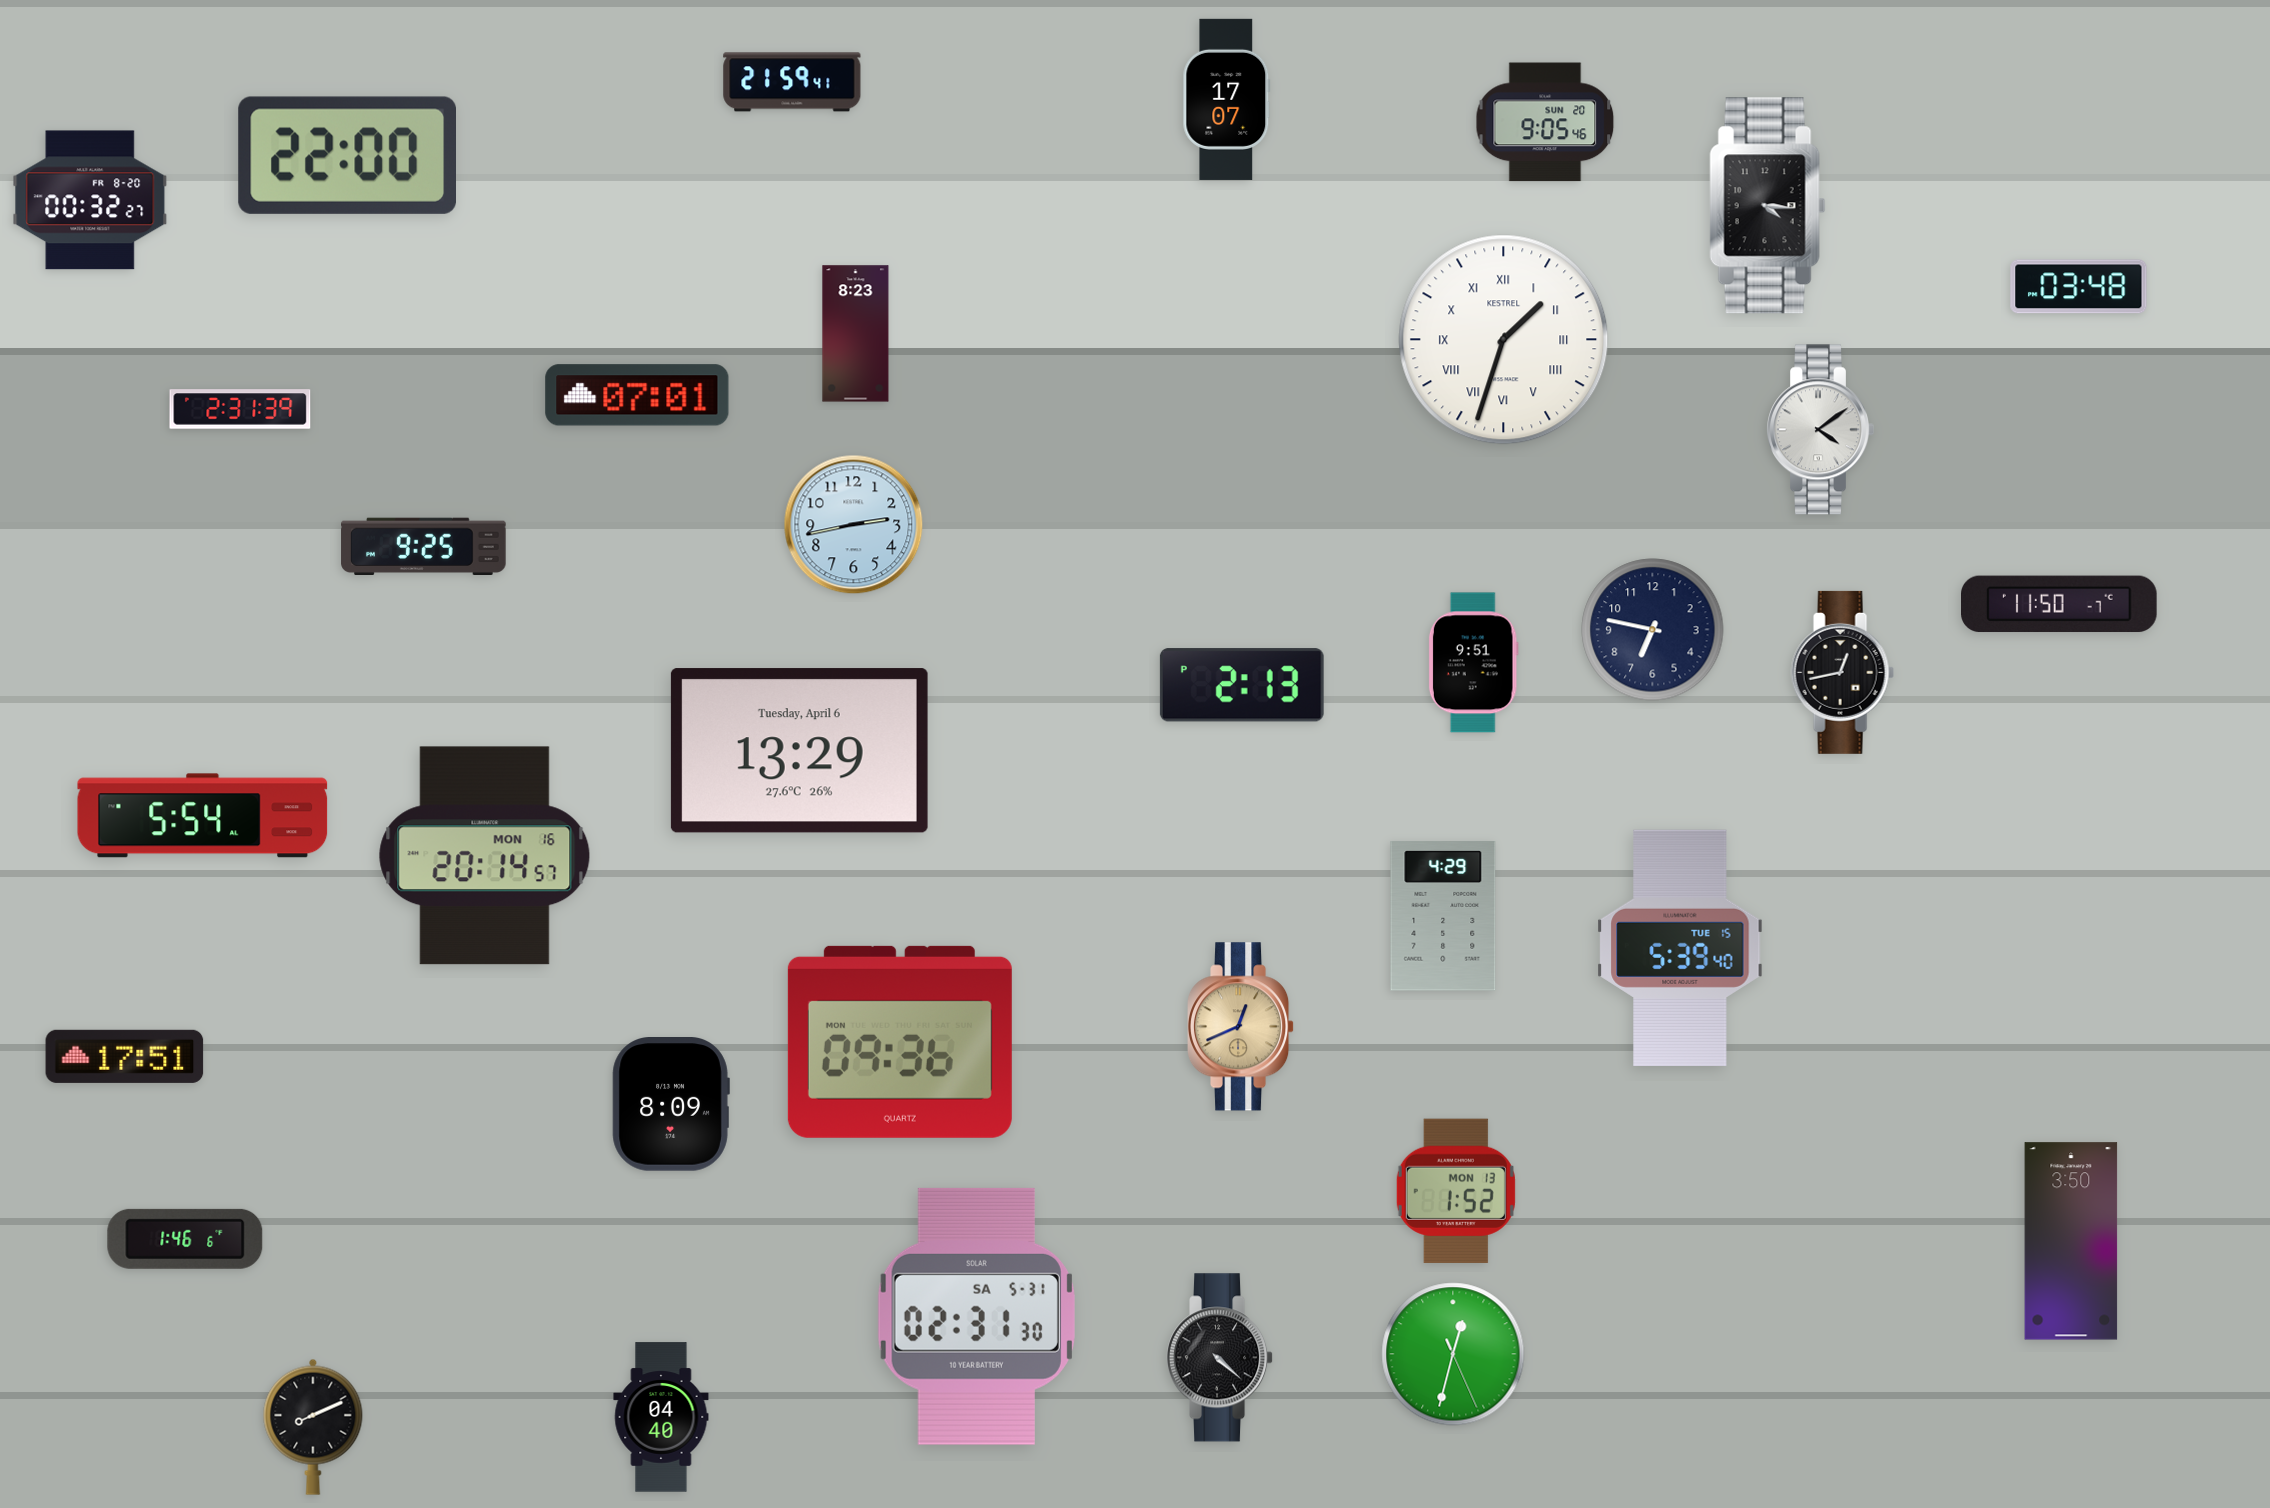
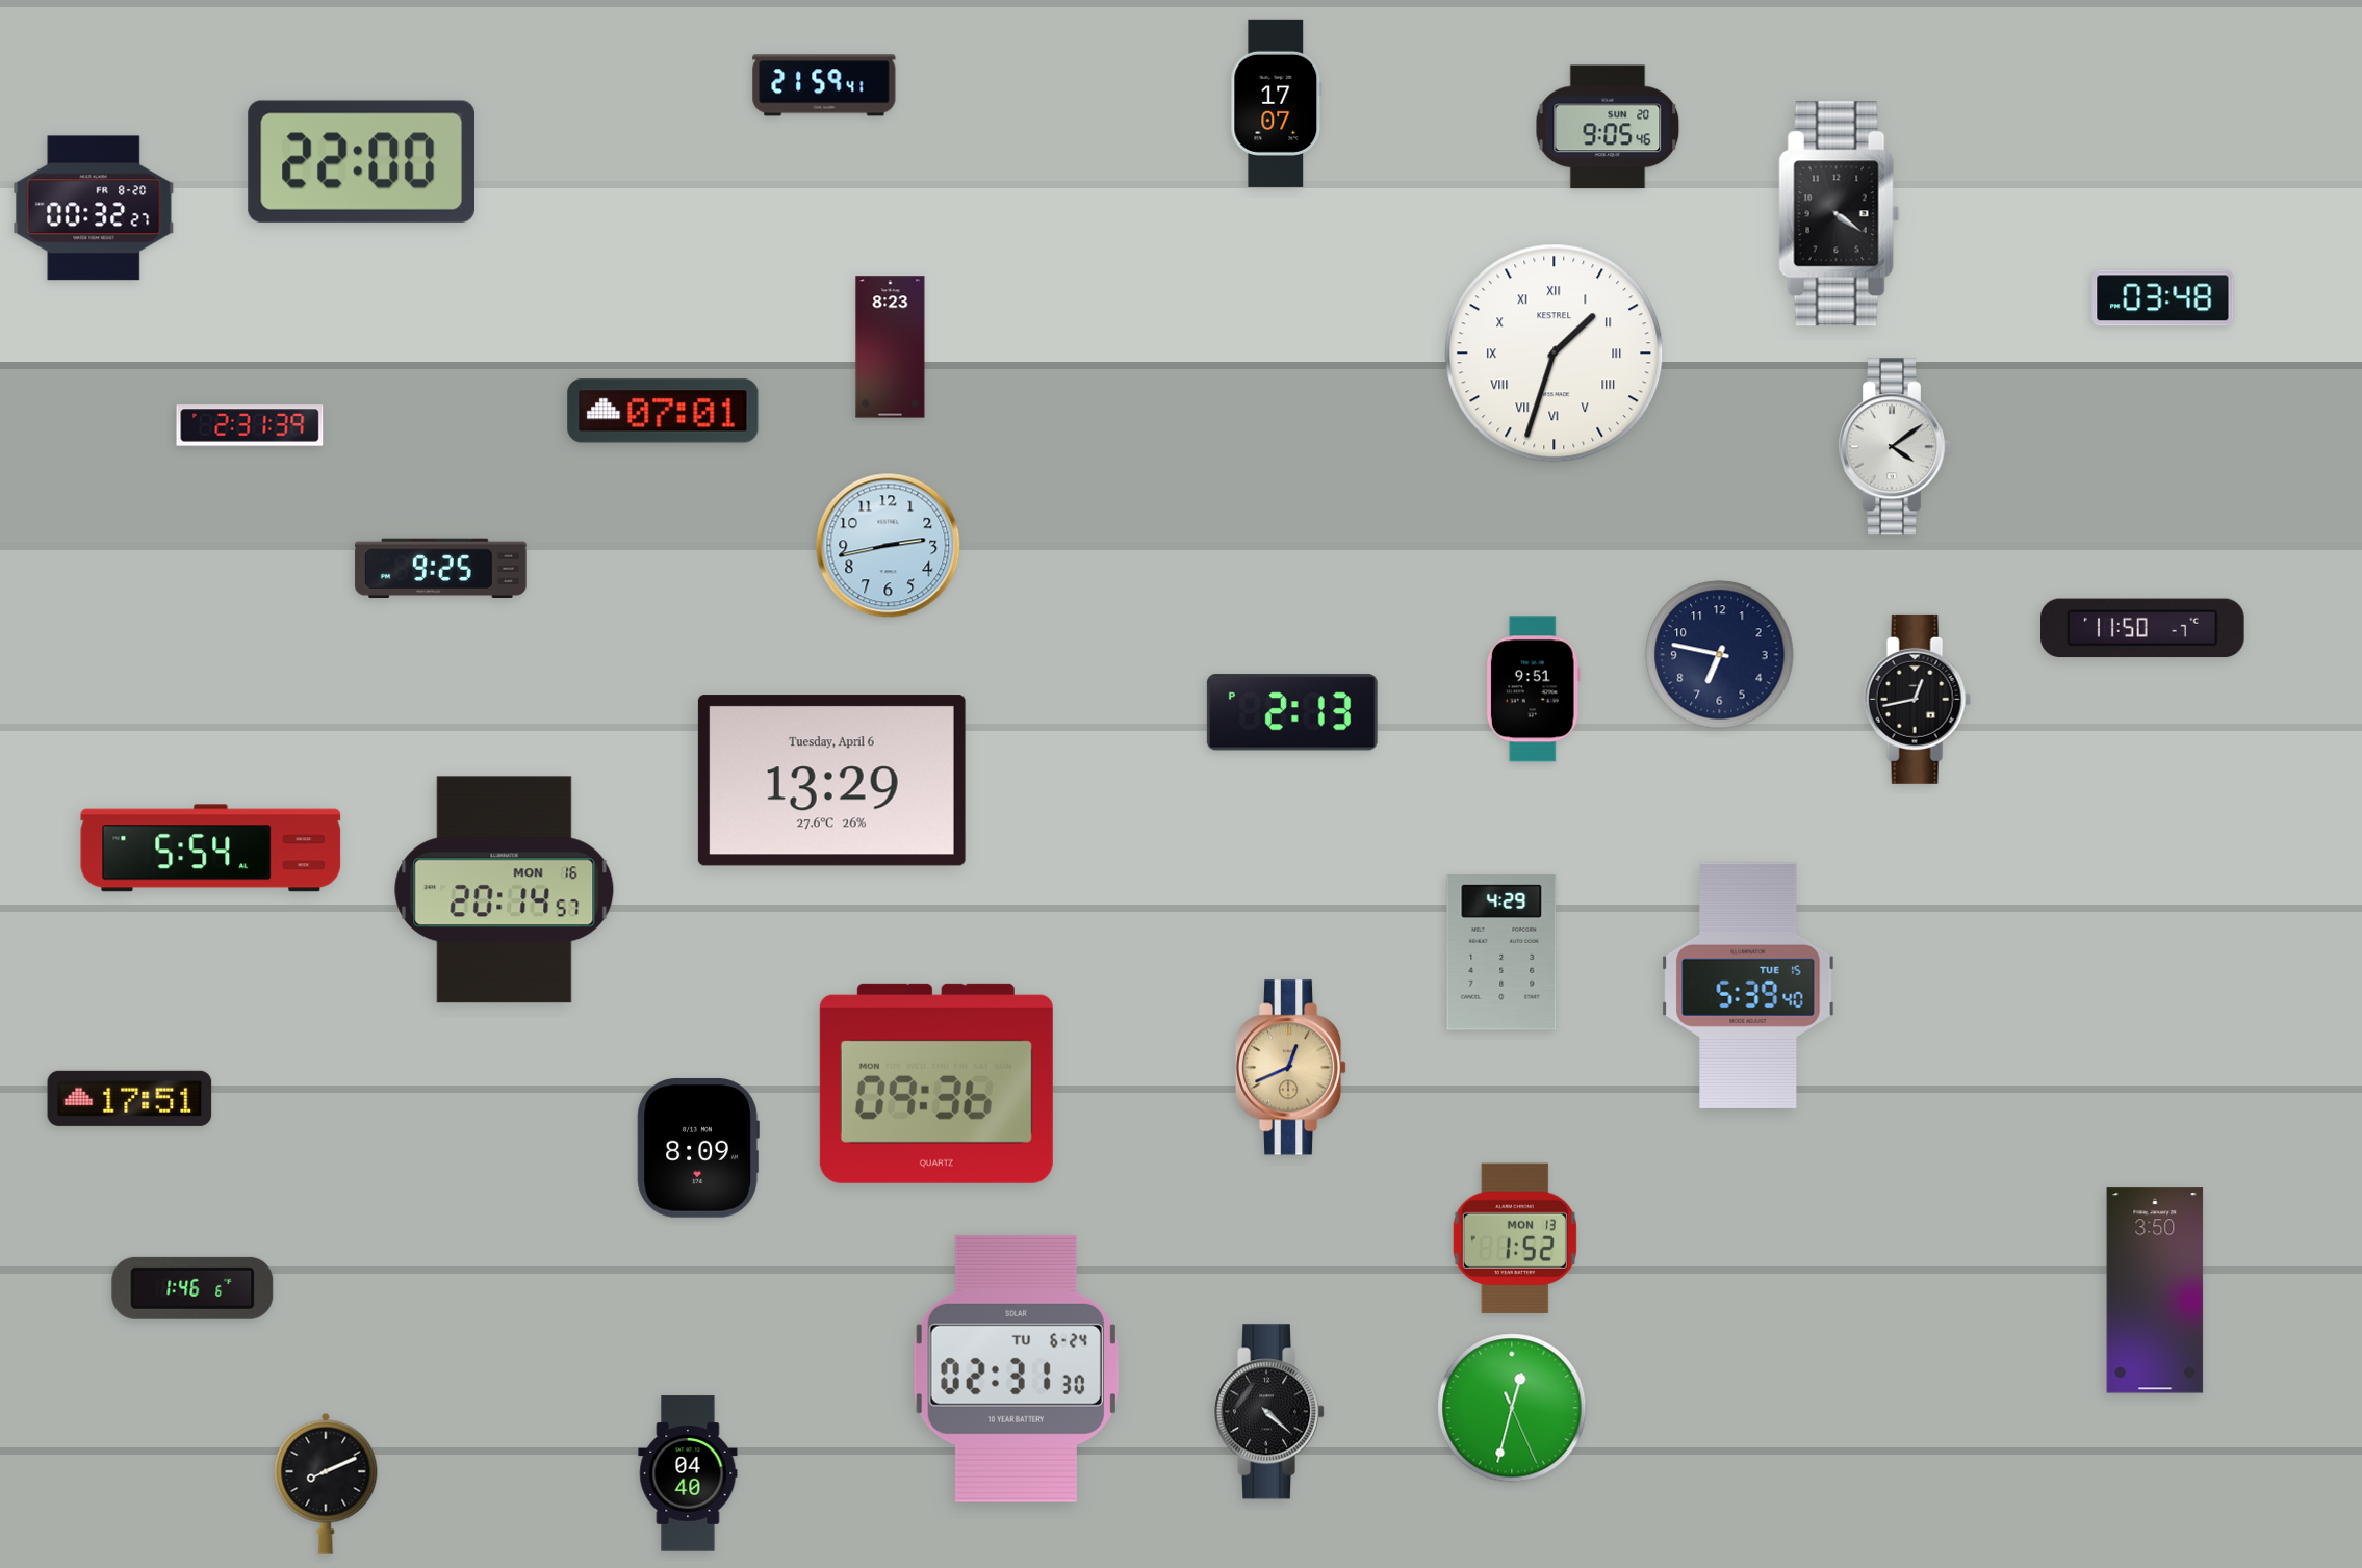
clock at (1768, 206): 4:16 -> 4:21
clock at (1504, 340) position: (1504, 340) -> (1555, 354)
clock at (976, 1316) date: SA 5-31 -> TU 6-24
